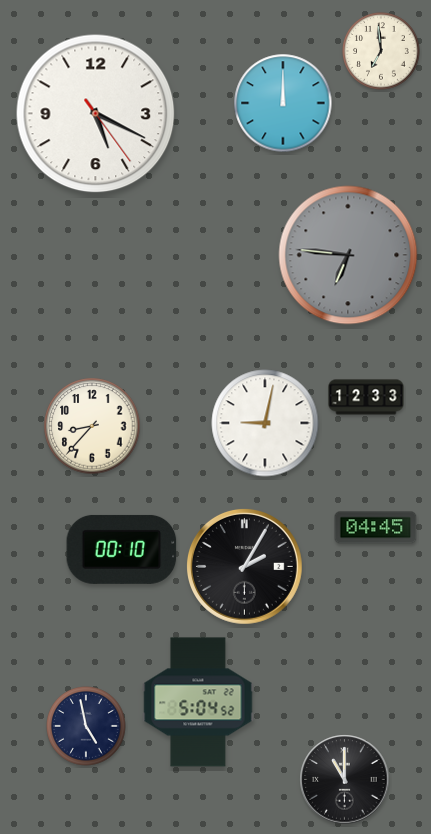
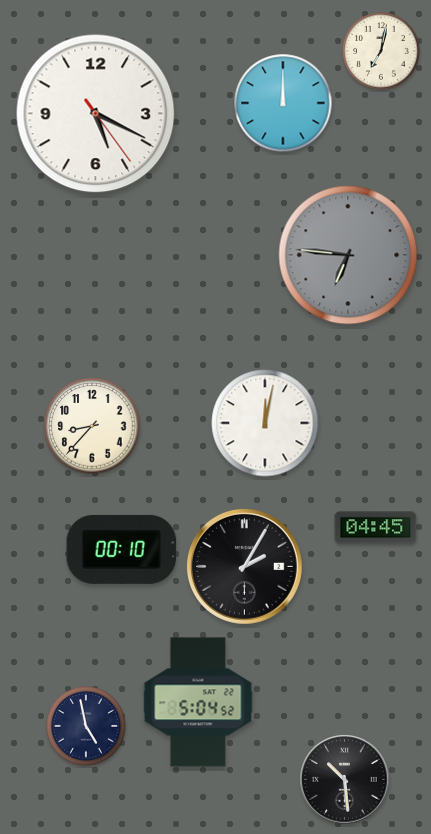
clock at (382, 52): 6:59 -> 7:02
clock at (366, 397): 12:33 -> none
clock at (265, 423): 9:02 -> 12:02
clock at (345, 780): 11:00 -> 10:29
